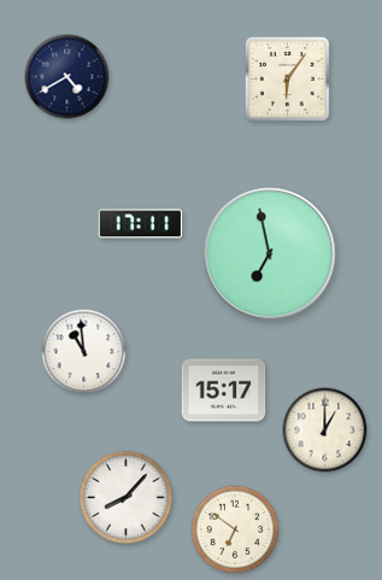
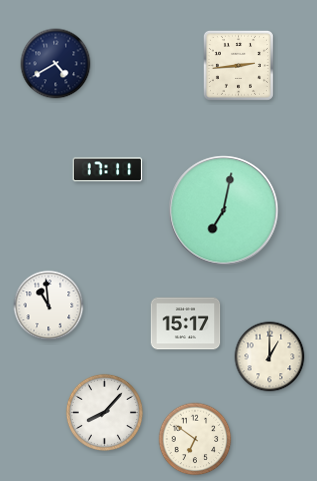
clock at (287, 78): 6:06 -> 2:44
clock at (141, 224) position: (141, 224) -> (108, 170)
clock at (270, 254): 6:58 -> 7:02
clock at (84, 352) position: (84, 352) -> (49, 306)
